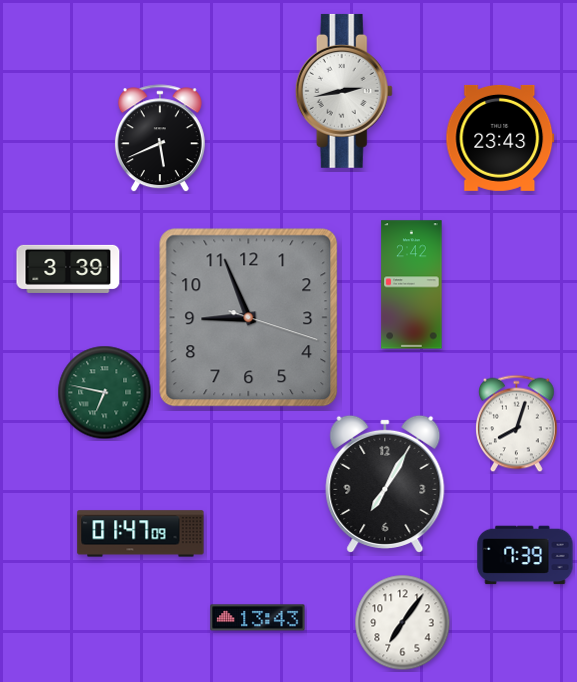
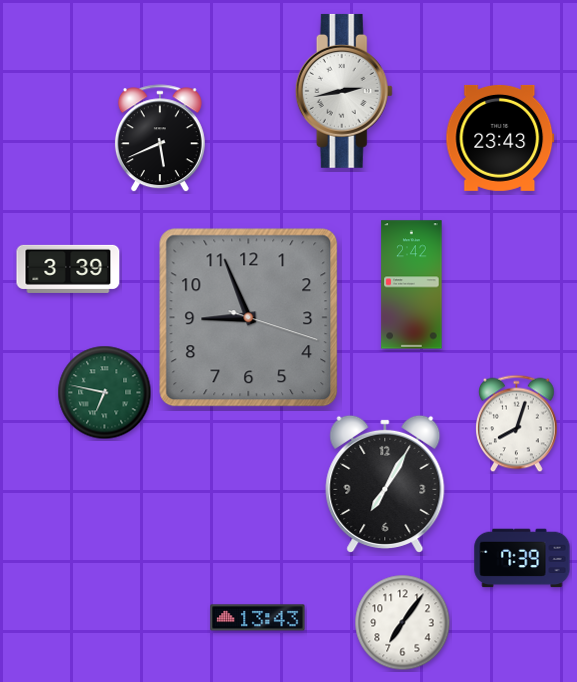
clock at (141, 534): 01:47 -> none
clock at (525, 555) position: (525, 555) -> (522, 558)
